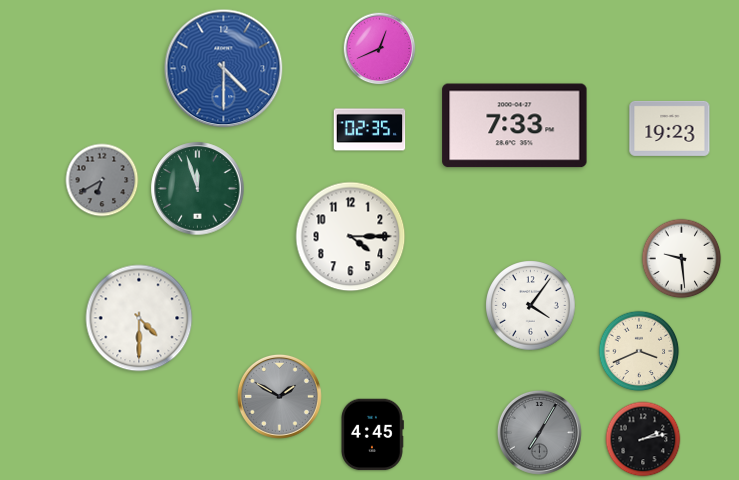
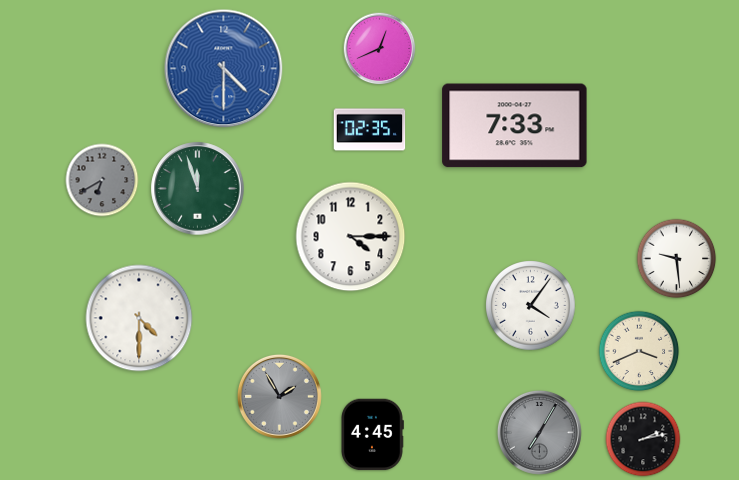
clock at (670, 128): 19:23 -> none
clock at (682, 259) position: (682, 259) -> (677, 259)
clock at (279, 396): 1:50 -> 1:55
